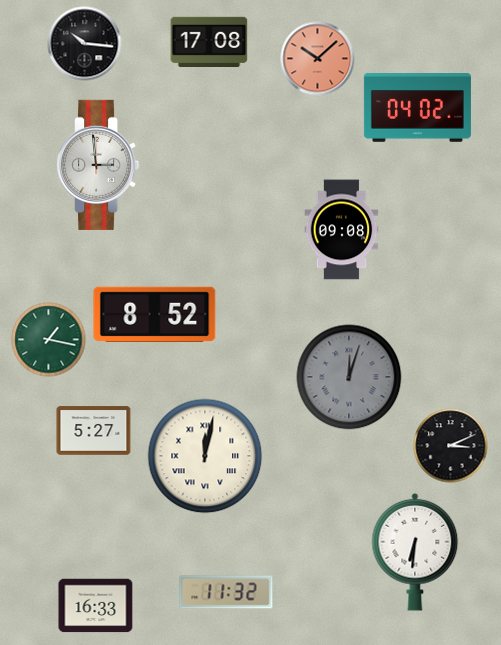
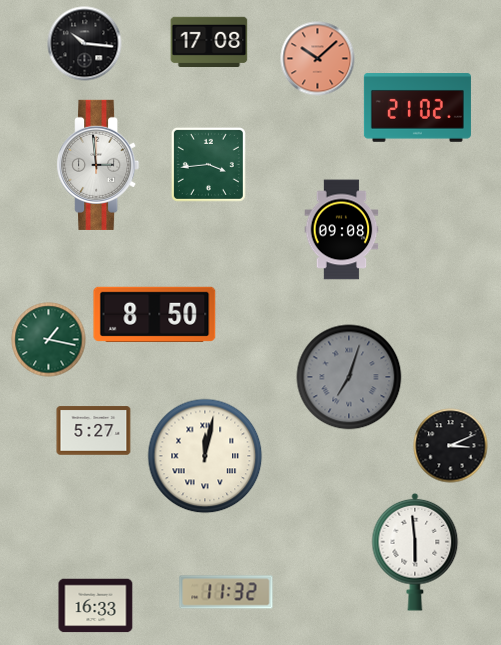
clock at (417, 108): 04:02 -> 21:02
clock at (208, 164): none -> 3:44
clock at (155, 314): 8:52 -> 8:50
clock at (349, 377): 12:03 -> 7:03
clock at (415, 552): 6:31 -> 5:59
